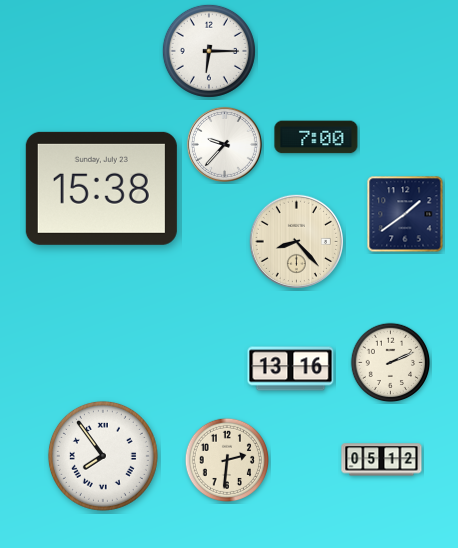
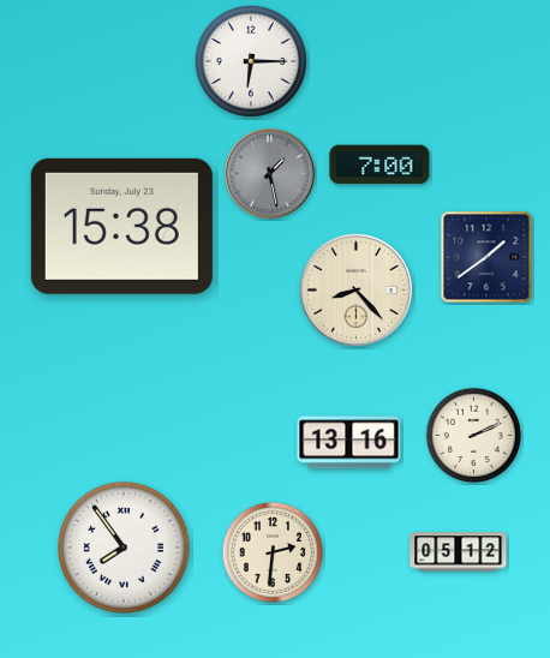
clock at (224, 144): 9:37 -> 1:28
clock at (224, 144) dial: white -> grey
clock at (391, 363) position: (391, 363) -> (474, 436)
